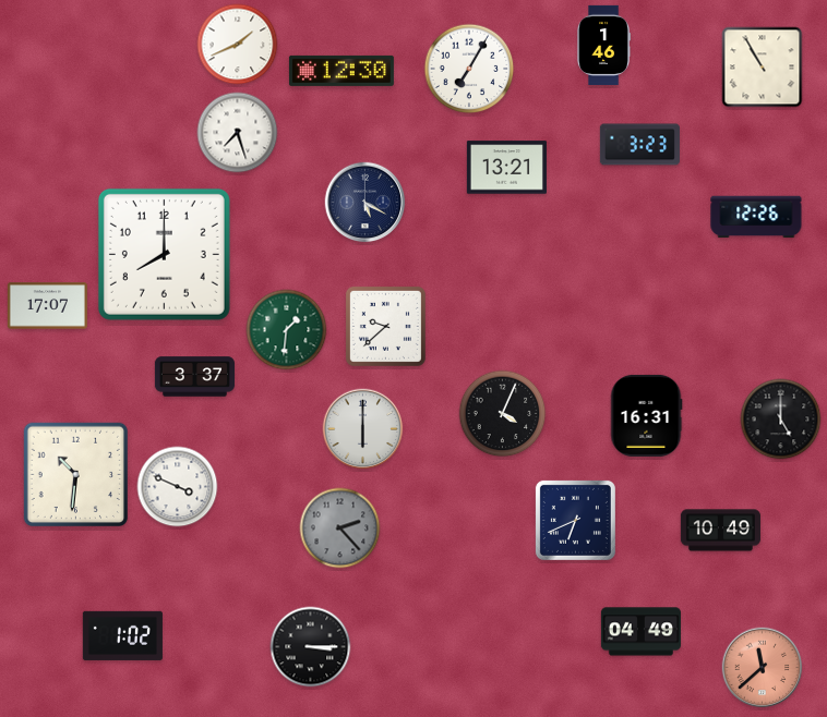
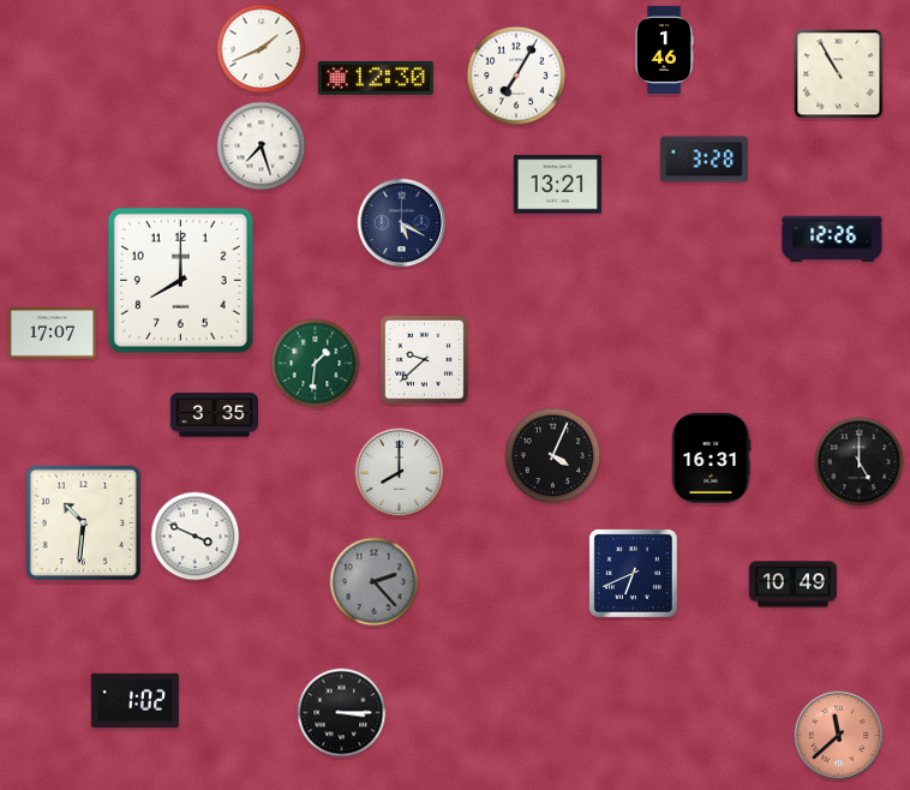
clock at (639, 145): 3:23 -> 3:28
clock at (47, 306) position: (47, 306) -> (52, 334)
clock at (194, 377): 3:37 -> 3:35
clock at (363, 429): 6:00 -> 8:00
clock at (640, 632): 04:49 -> none
